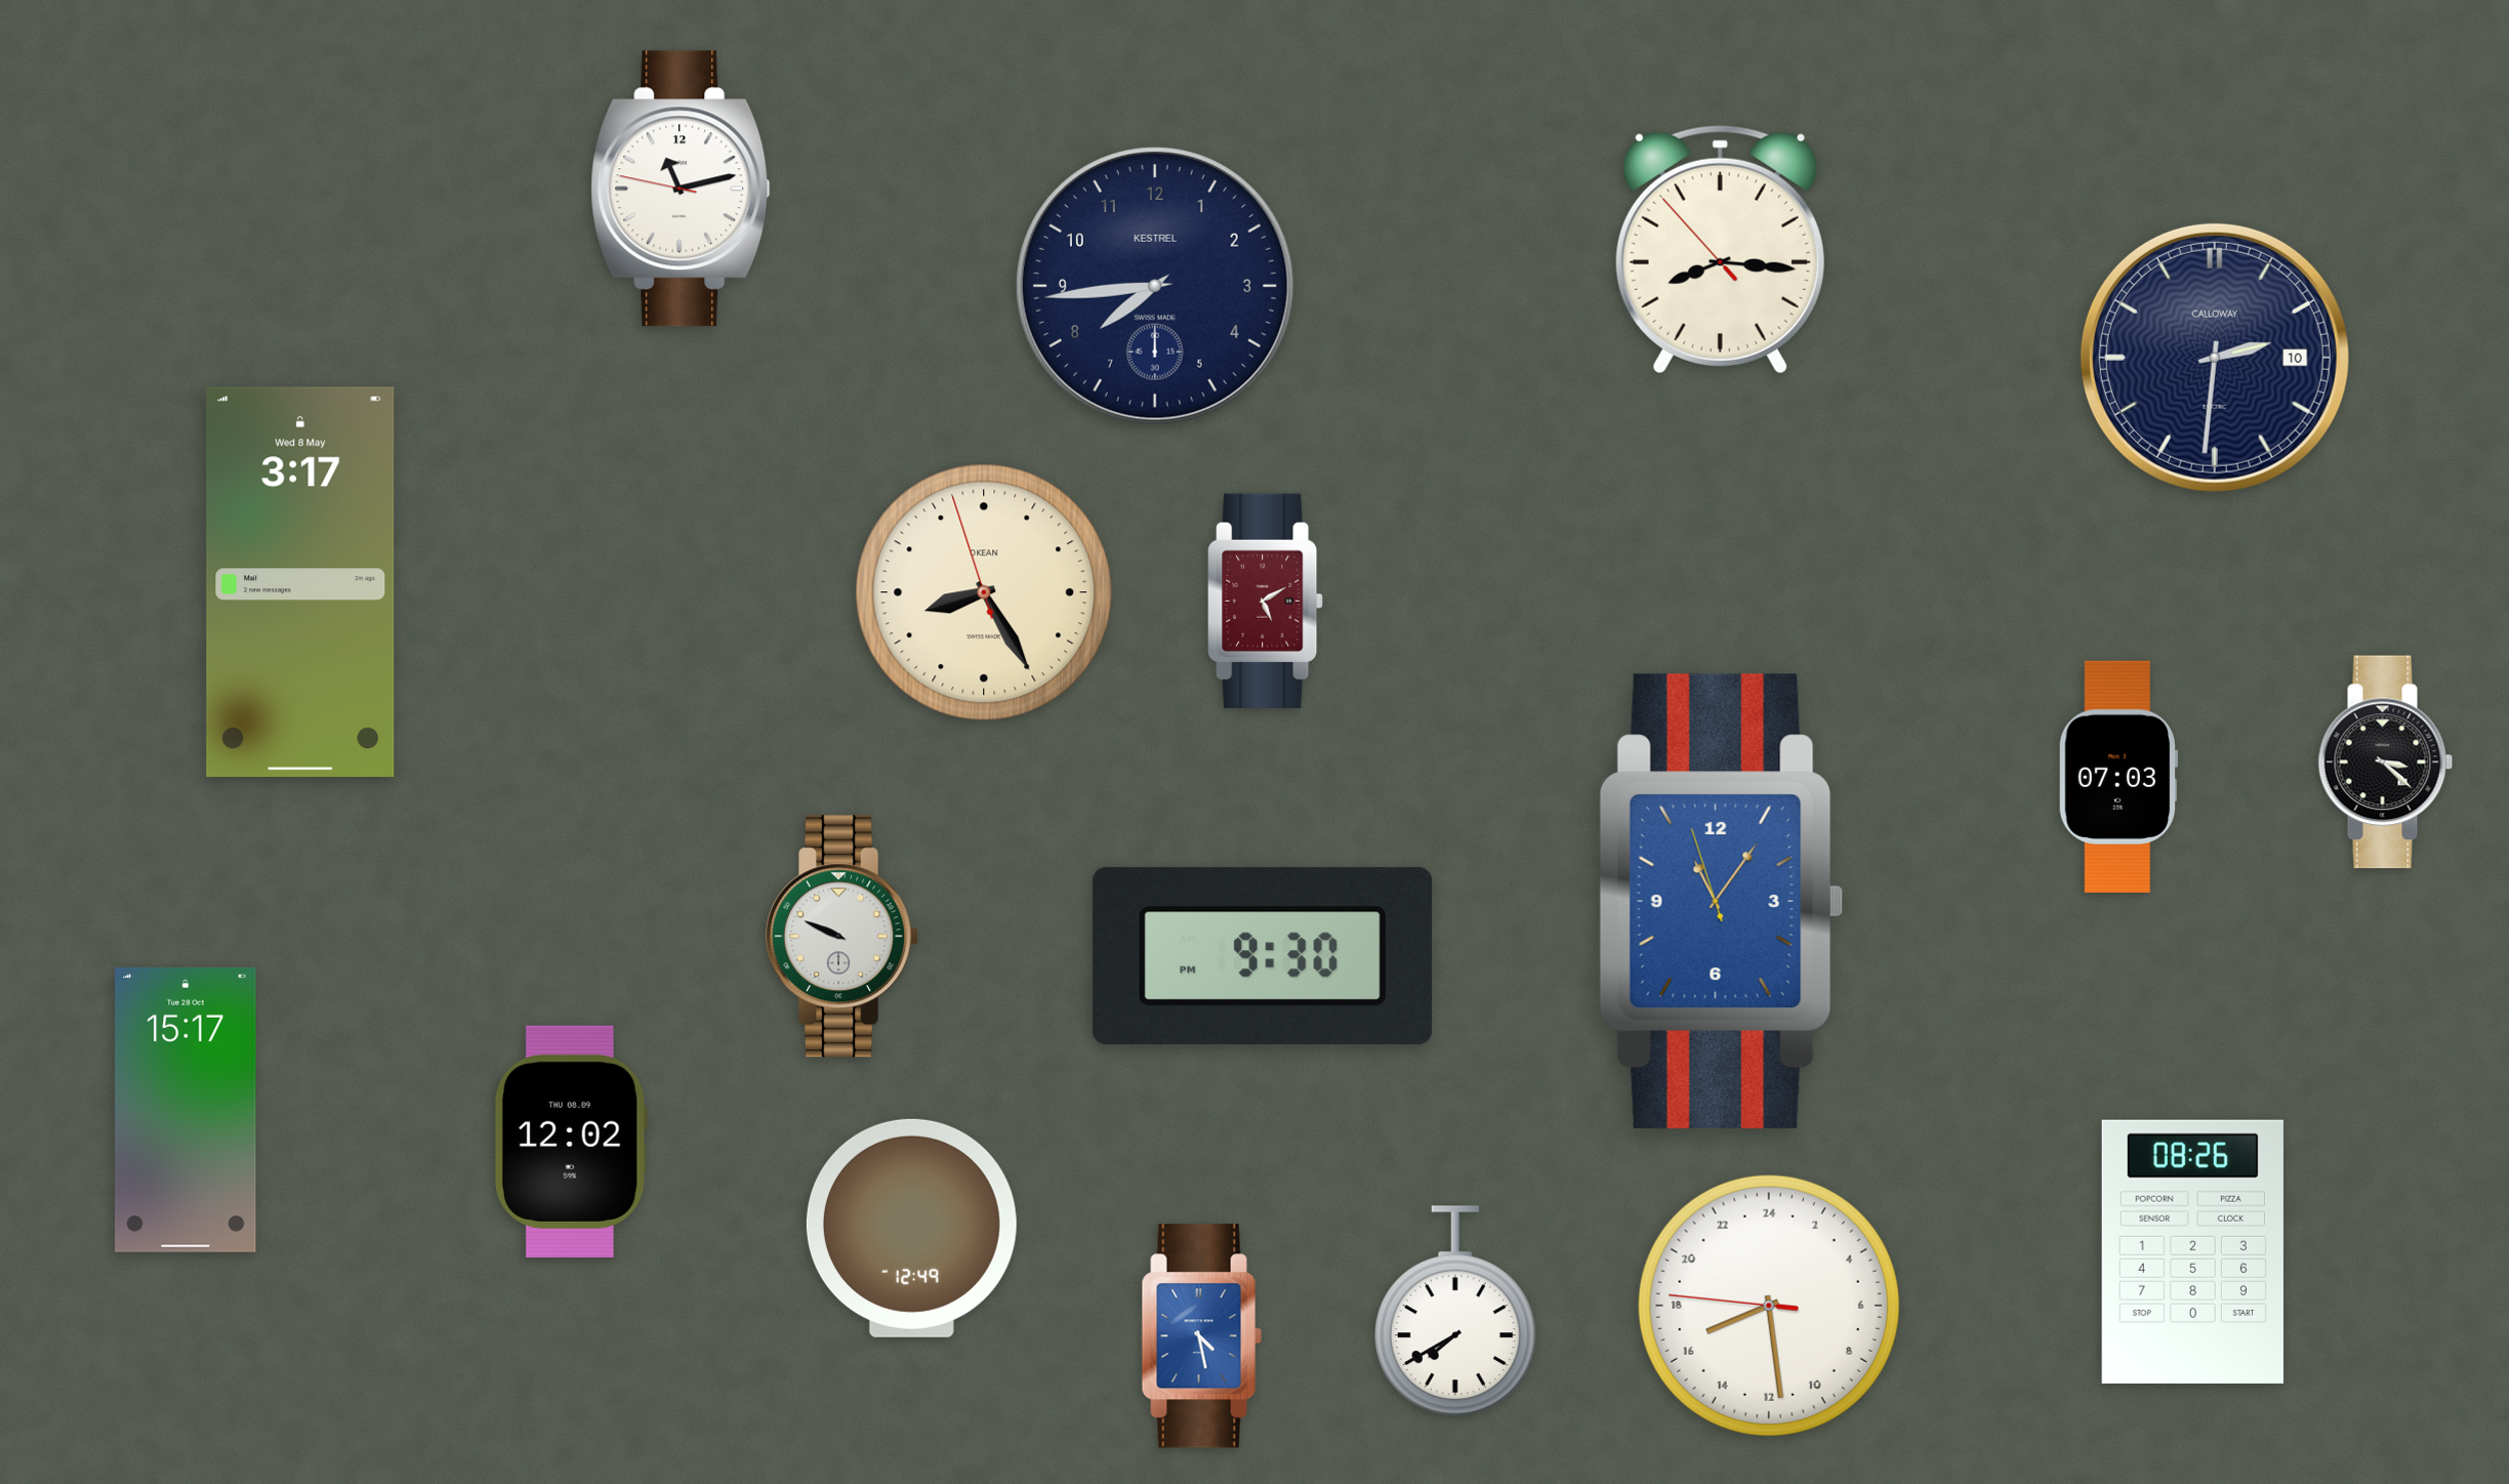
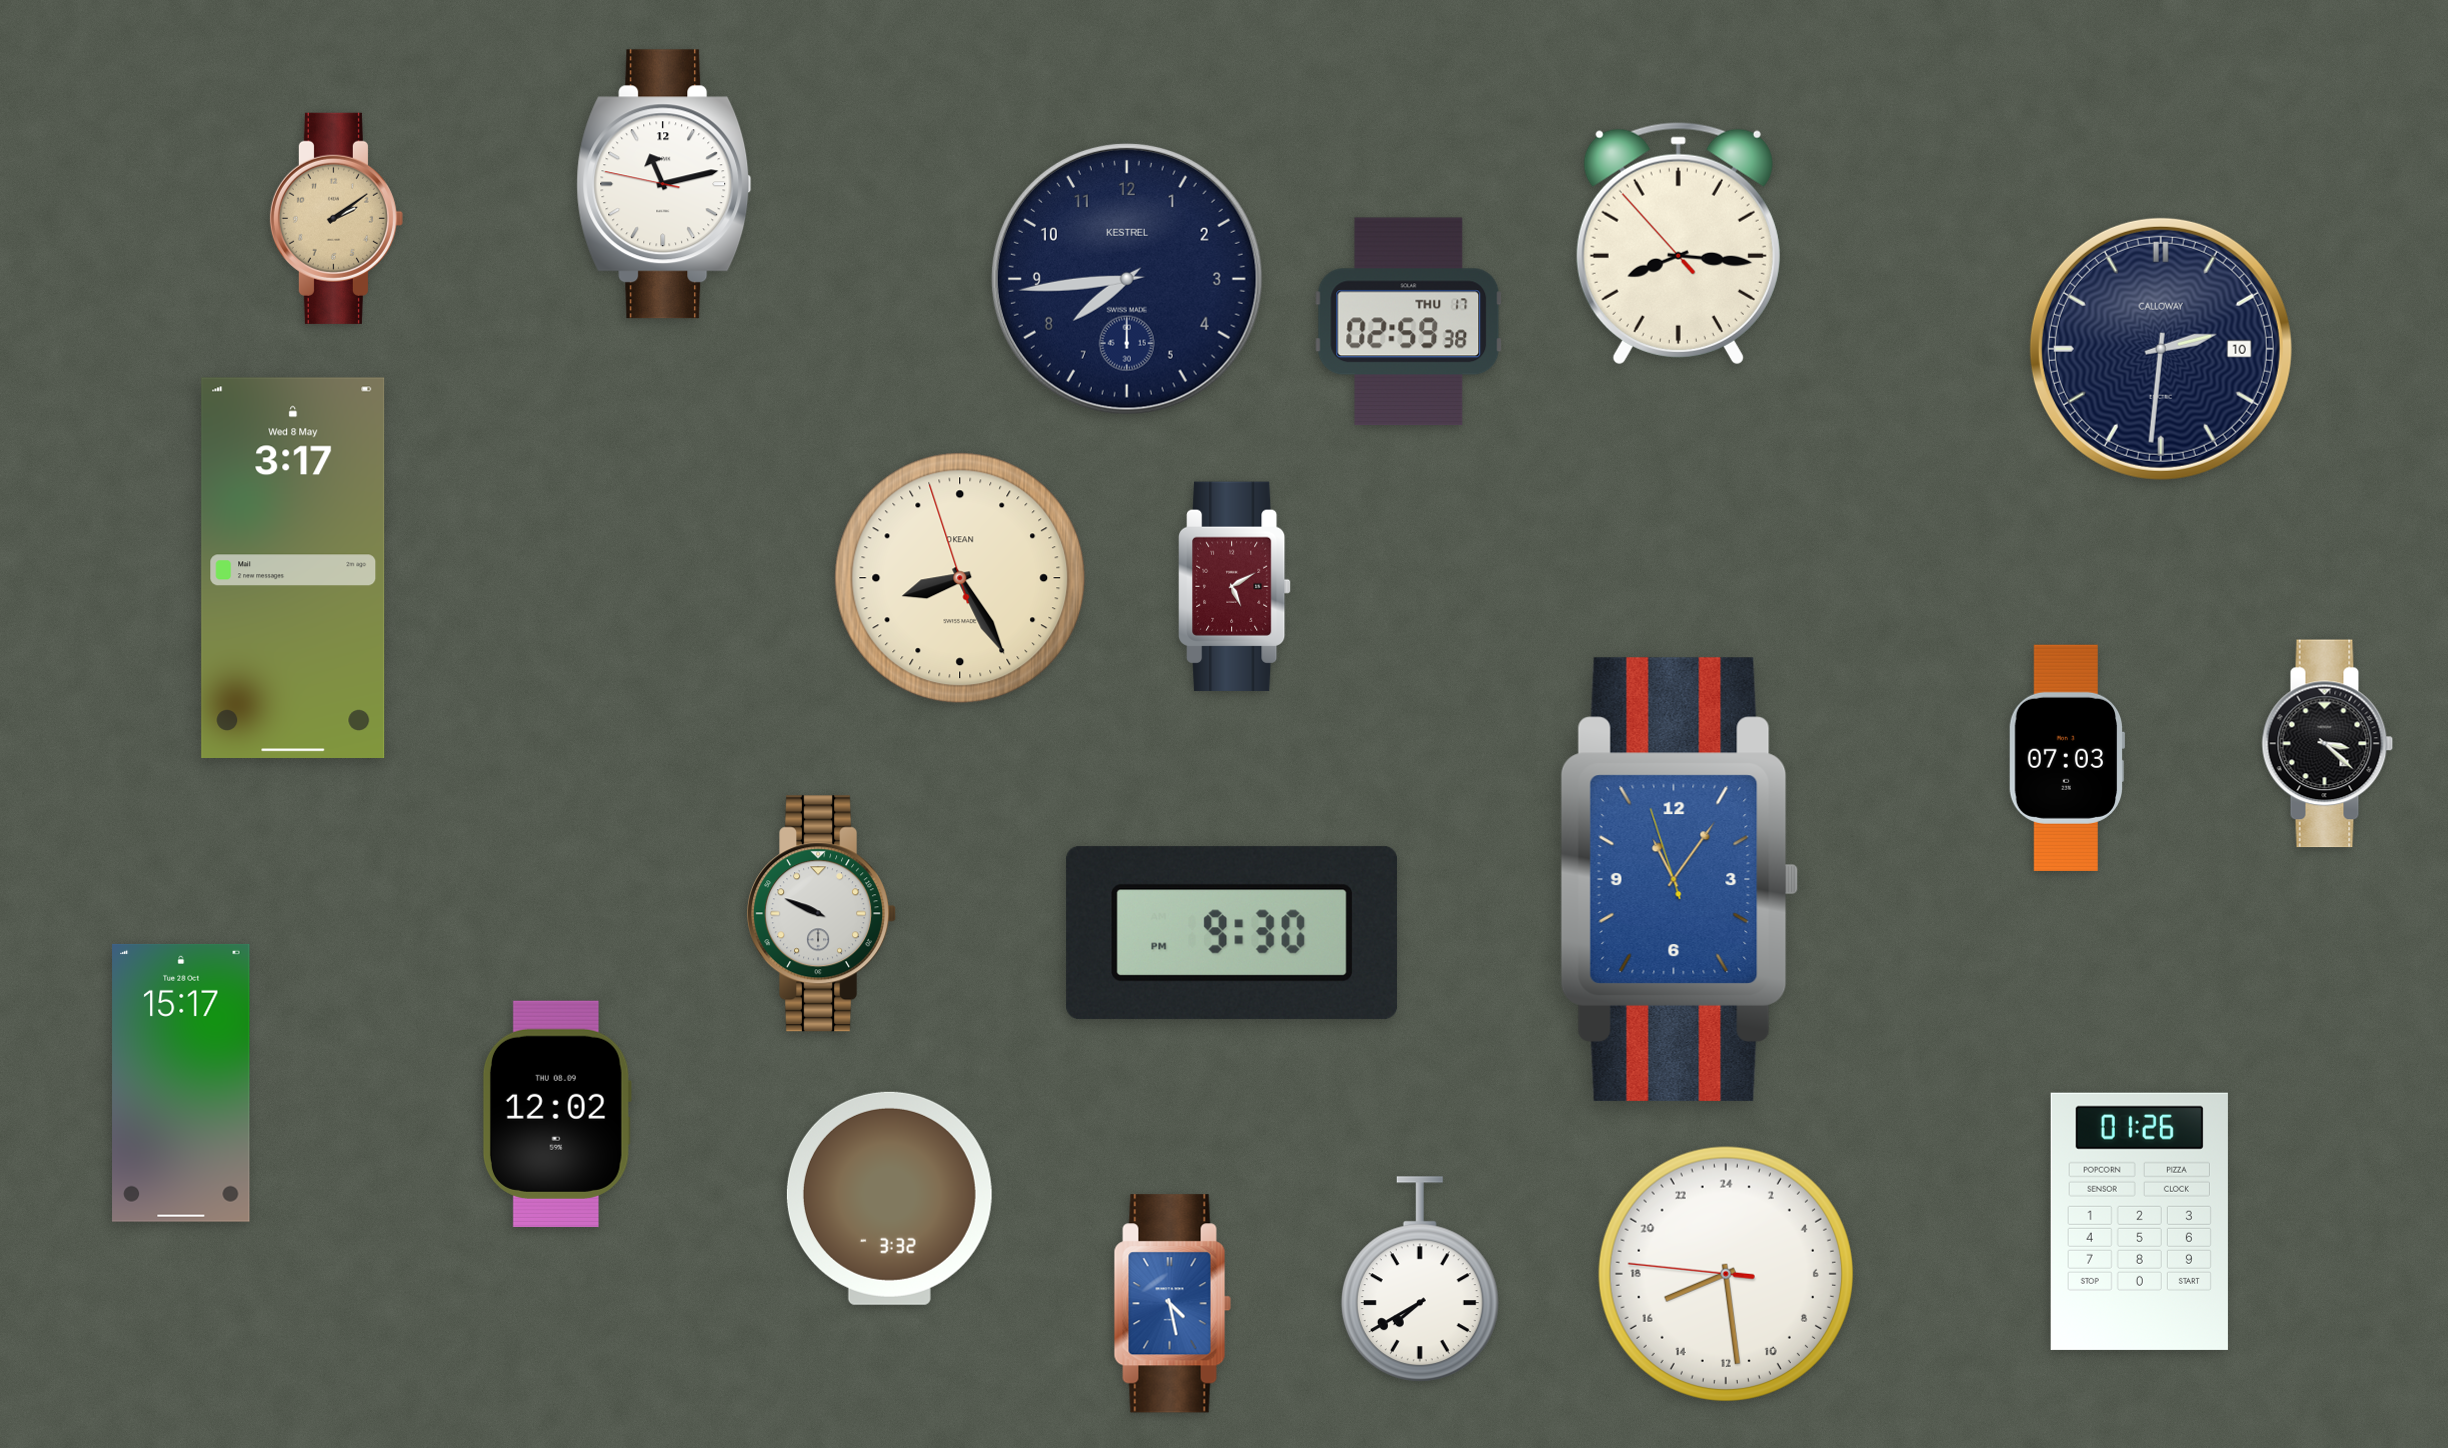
clock at (336, 218): none -> 2:09
clock at (1409, 322): none -> 02:59
clock at (911, 1228): 12:49 -> 3:32
clock at (2192, 1251): 08:26 -> 01:26
